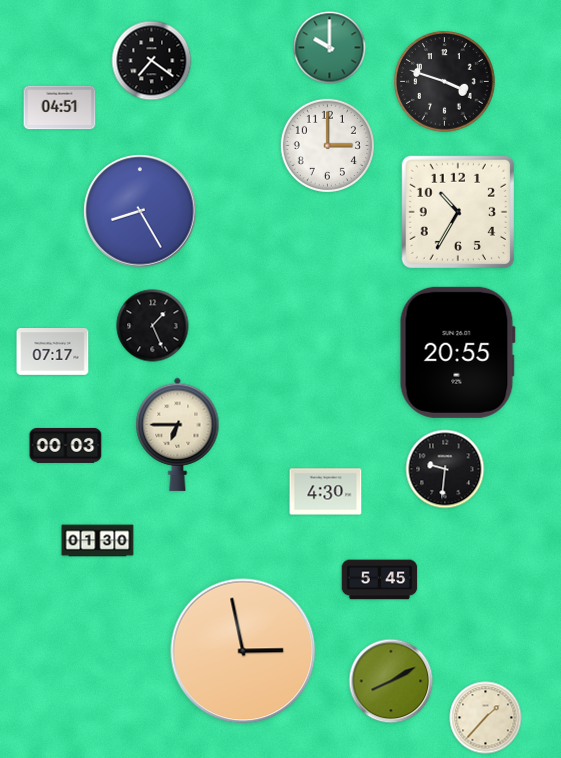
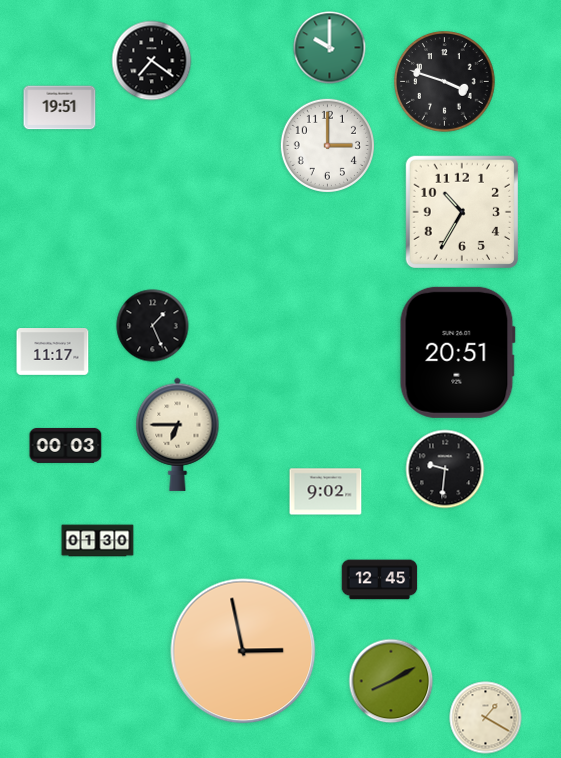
clock at (60, 108): 04:51 -> 19:51
clock at (140, 211): 8:25 -> none
clock at (458, 212) position: (458, 212) -> (462, 212)
clock at (53, 352): 07:17 -> 11:17
clock at (457, 352): 20:55 -> 20:51
clock at (326, 492): 4:30 -> 9:02
clock at (380, 580): 5:45 -> 12:45
clock at (486, 718): 1:37 -> 1:20
